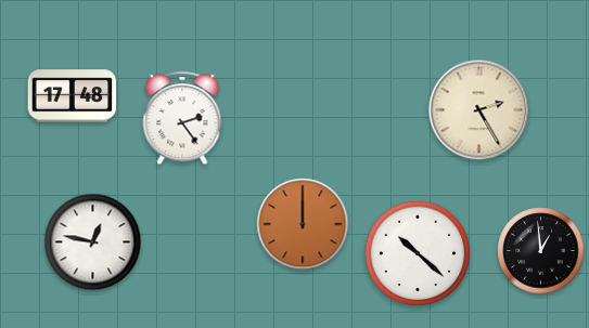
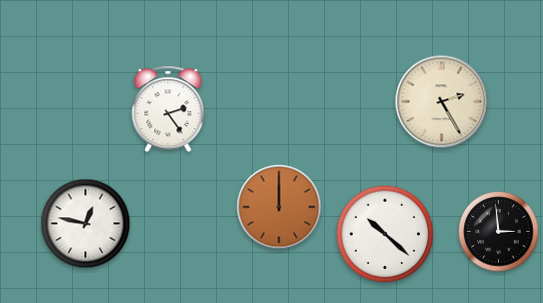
clock at (73, 96): 17:48 -> none
clock at (541, 251): 12:59 -> 2:59
